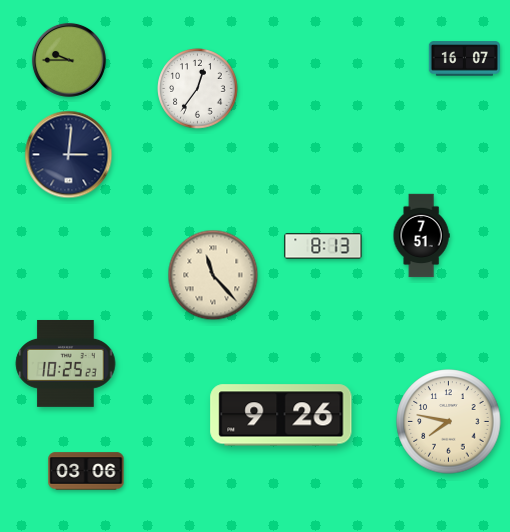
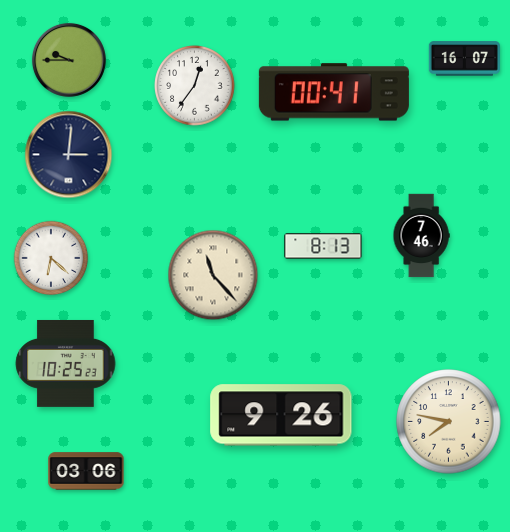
clock at (198, 89) position: (198, 89) -> (195, 86)
clock at (334, 92): none -> 00:41
clock at (421, 236): 7:51 -> 7:46
clock at (51, 258): none -> 6:22
